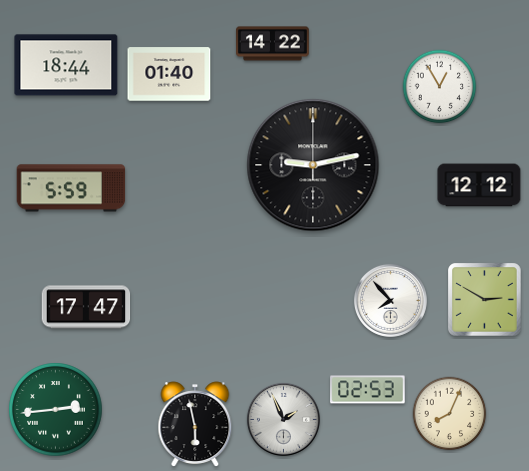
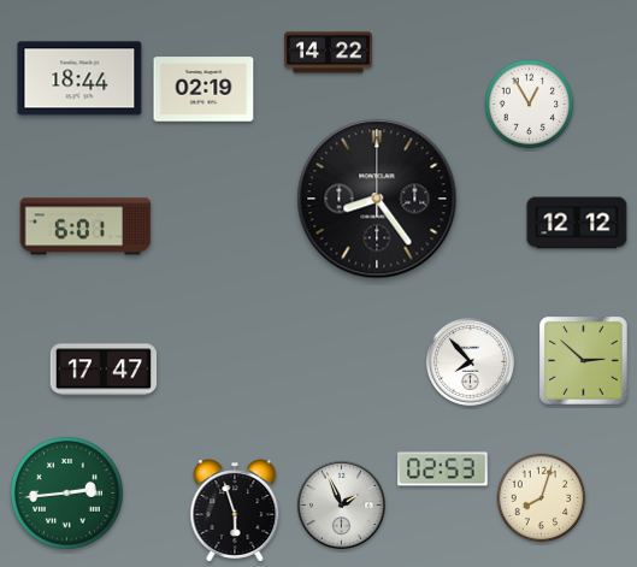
clock at (169, 74): 01:40 -> 02:19
clock at (313, 165): 9:13 -> 8:24
clock at (71, 188): 5:59 -> 6:01
clock at (485, 300): 2:50 -> 2:52
clock at (450, 414): 8:04 -> 8:03
clock at (195, 424): 5:58 -> 5:57
